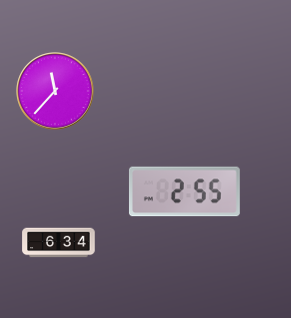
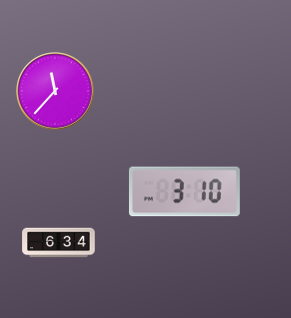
clock at (184, 192): 2:55 -> 3:10
